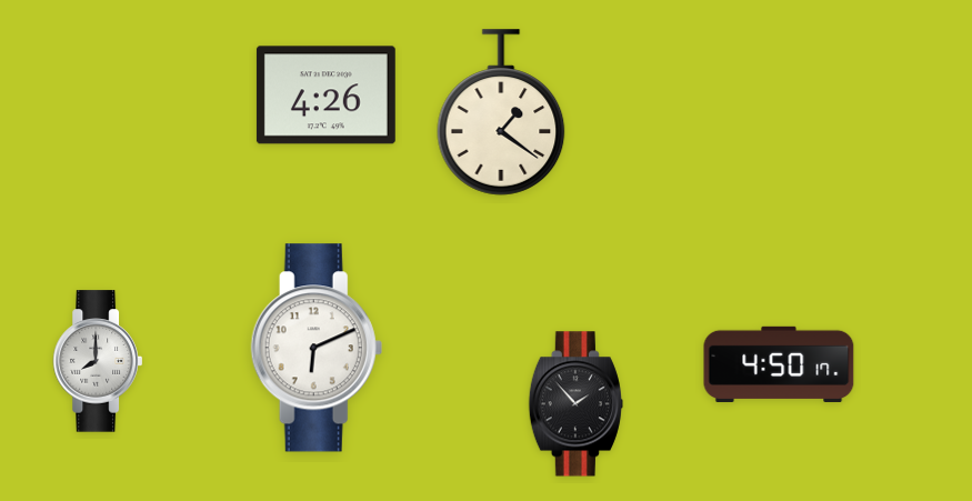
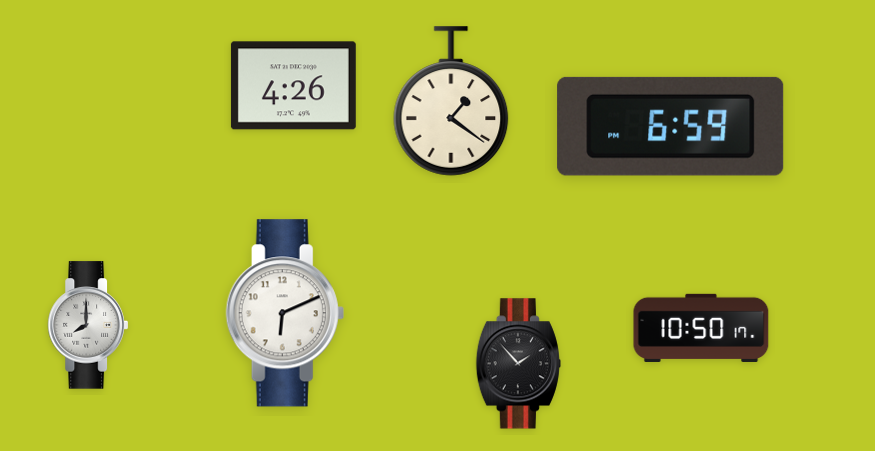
clock at (671, 126): none -> 6:59
clock at (779, 364): 4:50 -> 10:50
